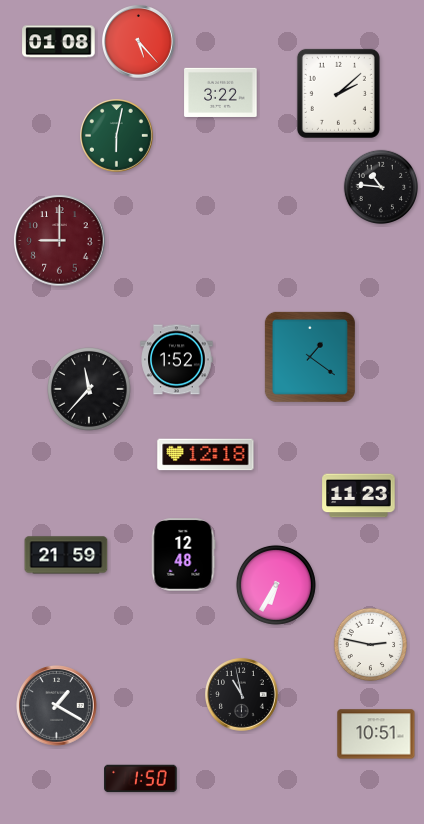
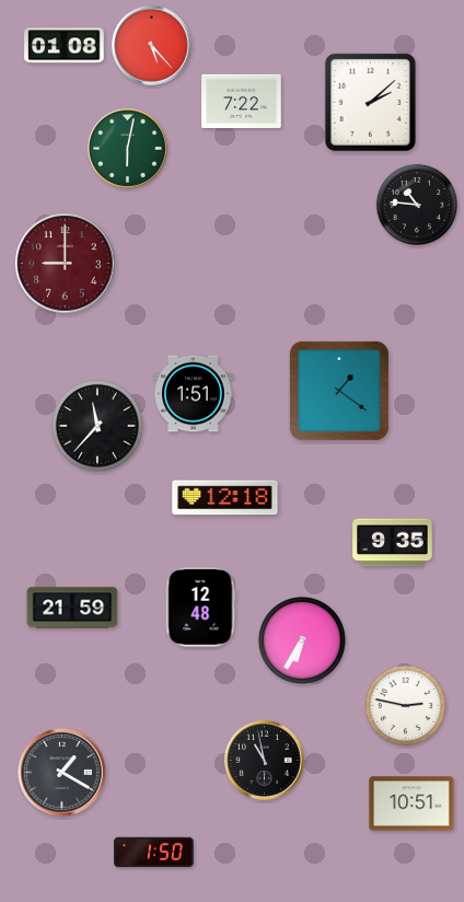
clock at (221, 92): 3:22 -> 7:22
clock at (177, 360): 1:52 -> 1:51
clock at (359, 496): 11:23 -> 9:35
